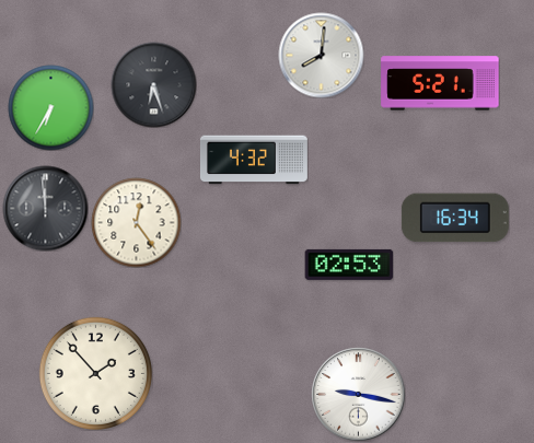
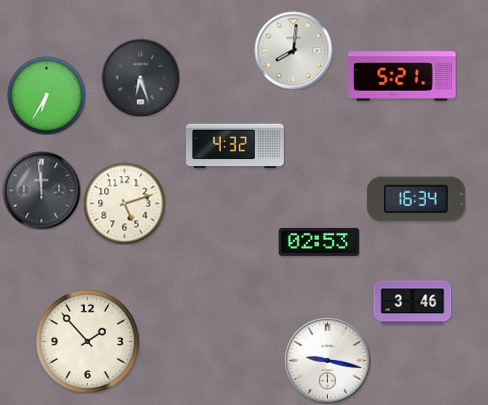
clock at (50, 107) position: (50, 107) -> (46, 95)
clock at (254, 160) position: (254, 160) -> (235, 146)
clock at (136, 222): 12:24 -> 5:12
clock at (412, 303): none -> 3:46
